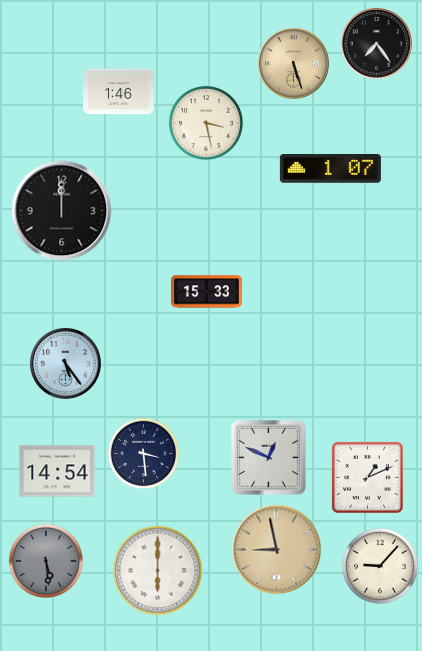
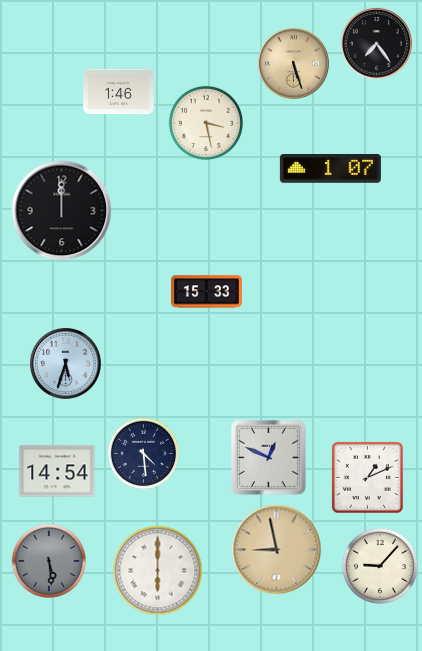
clock at (66, 364): 5:24 -> 5:33
clock at (144, 454): 3:29 -> 4:29
clock at (46, 561) position: (46, 561) -> (49, 561)
